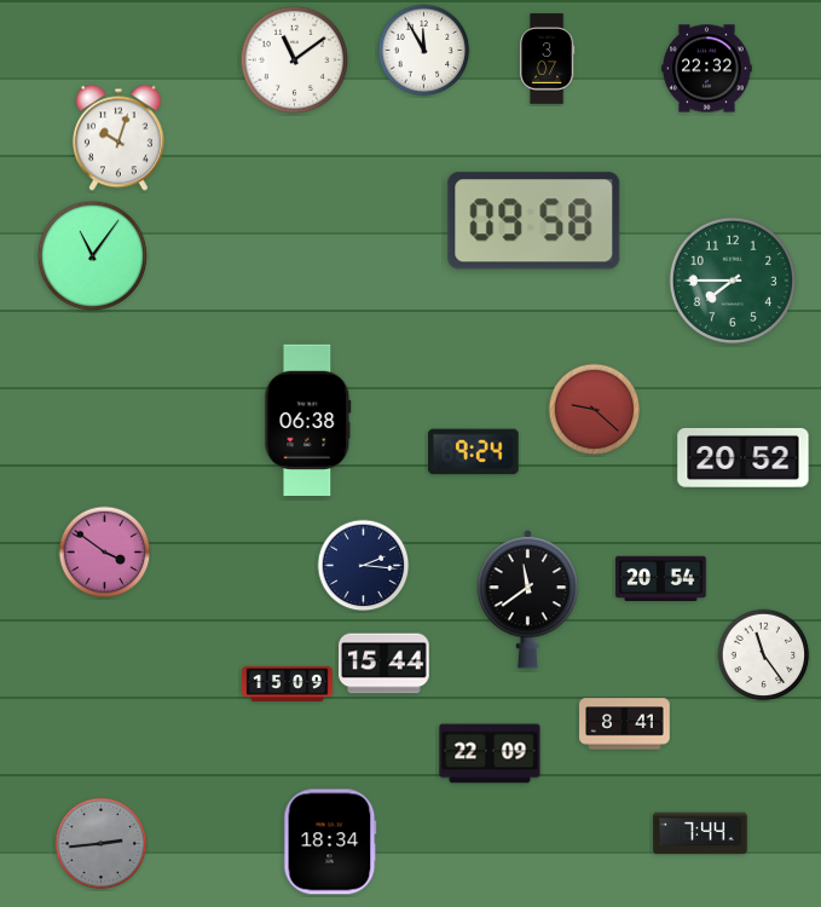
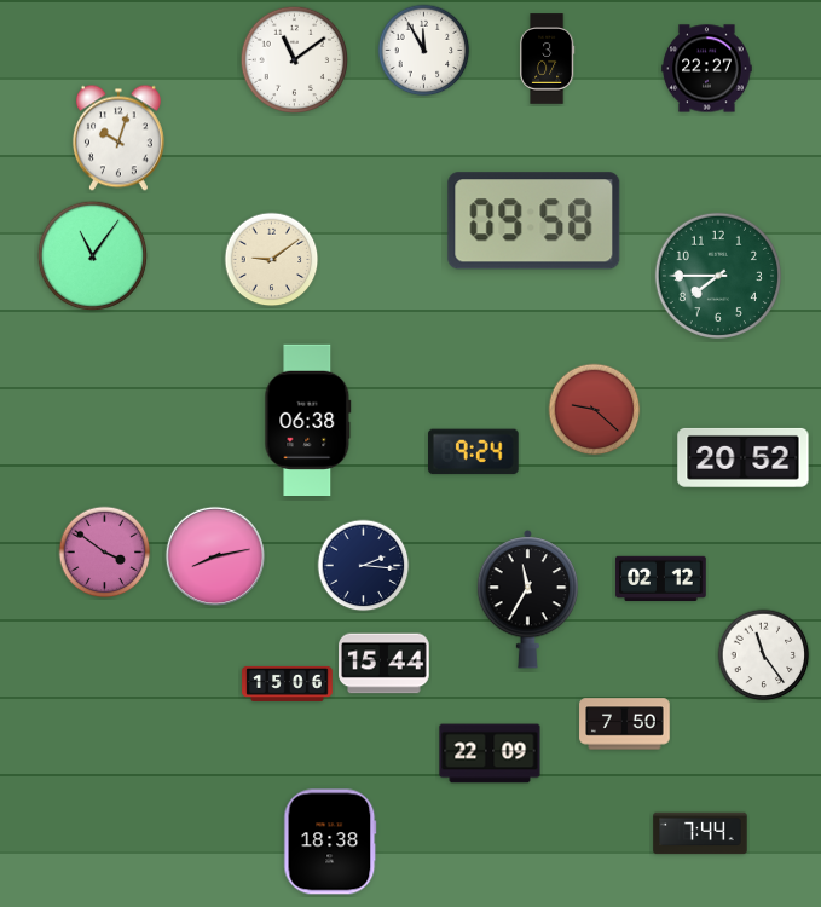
clock at (707, 69): 22:32 -> 22:27
clock at (272, 260): none -> 9:09
clock at (733, 281) position: (733, 281) -> (718, 276)
clock at (214, 555): none -> 8:13
clock at (661, 578): 20:54 -> 02:12
clock at (528, 600): 11:39 -> 11:35
clock at (288, 683): 15:09 -> 15:06
clock at (625, 724): 8:41 -> 7:50
clock at (330, 842): 18:34 -> 18:38
clock at (102, 844): 2:44 -> none
